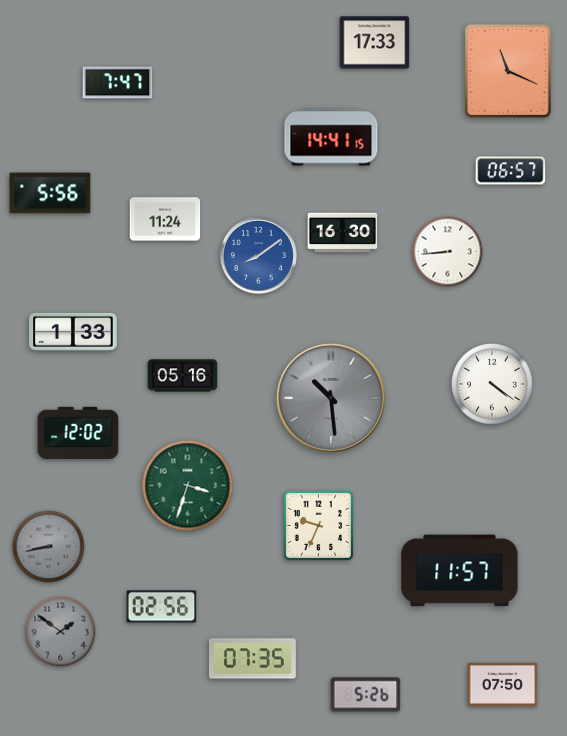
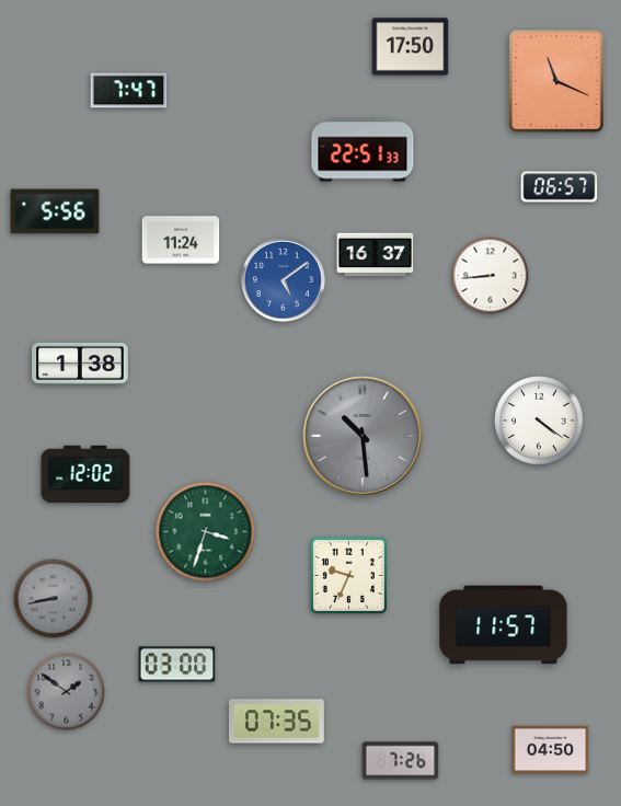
clock at (375, 43): 17:33 -> 17:50
clock at (508, 71) position: (508, 71) -> (556, 81)
clock at (331, 137): 14:41 -> 22:51
clock at (343, 233): 16:30 -> 16:37
clock at (258, 255): 8:09 -> 5:09
clock at (73, 332): 1:33 -> 1:38
clock at (183, 376): 05:16 -> none
clock at (162, 607): 02:56 -> 03:00
clock at (503, 684): 07:50 -> 04:50
clock at (366, 695): 5:26 -> 7:26
